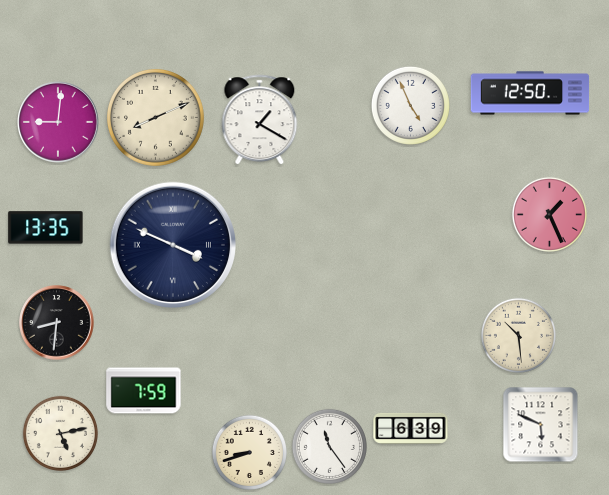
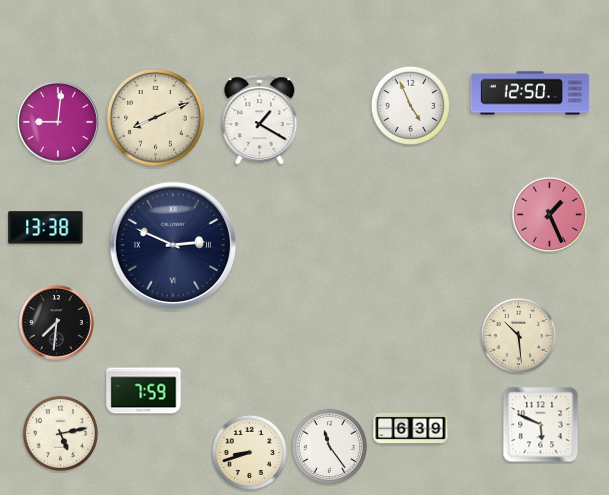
clock at (46, 228): 13:35 -> 13:38
clock at (172, 244): 3:49 -> 2:49
clock at (57, 323): 8:31 -> 7:31
